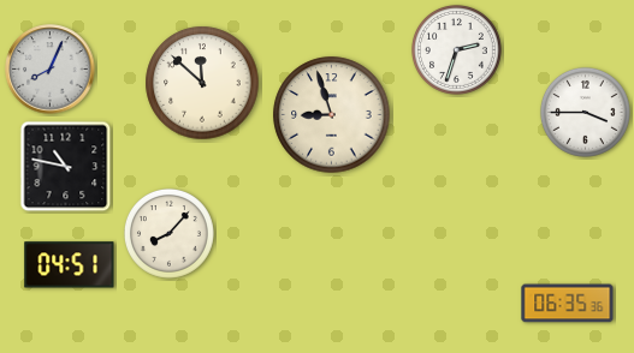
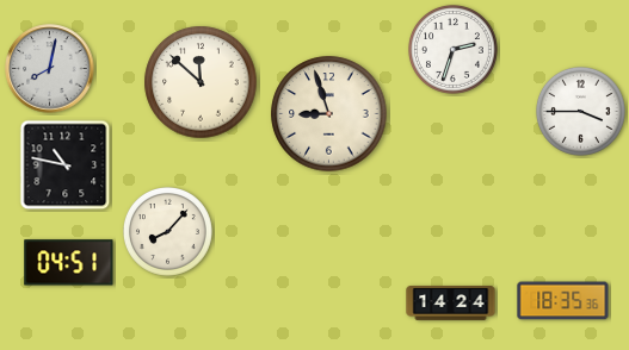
clock at (51, 70): 8:04 -> 8:02
clock at (568, 304): 06:35 -> 18:35
clock at (451, 304): none -> 14:24
